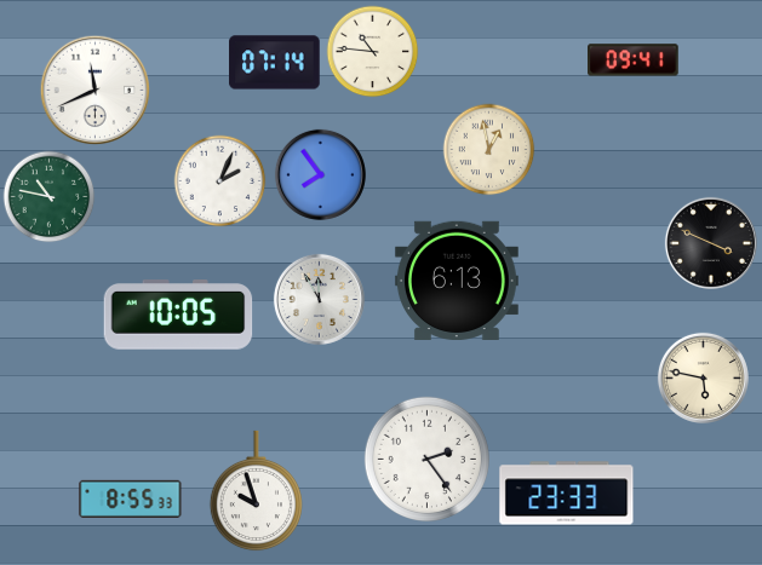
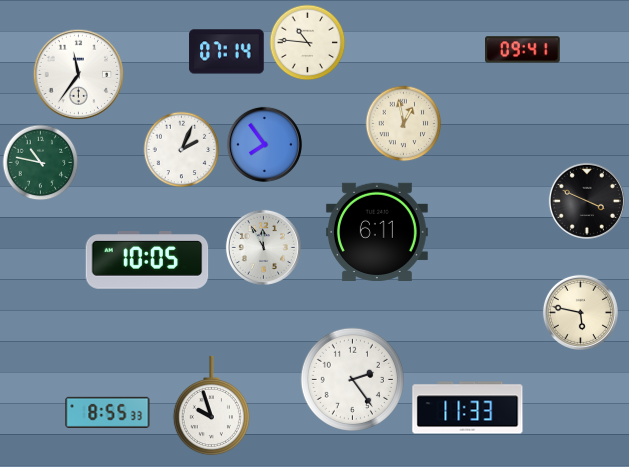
clock at (96, 91): 11:41 -> 11:36
clock at (457, 279): 6:13 -> 6:11
clock at (567, 494): 23:33 -> 11:33
